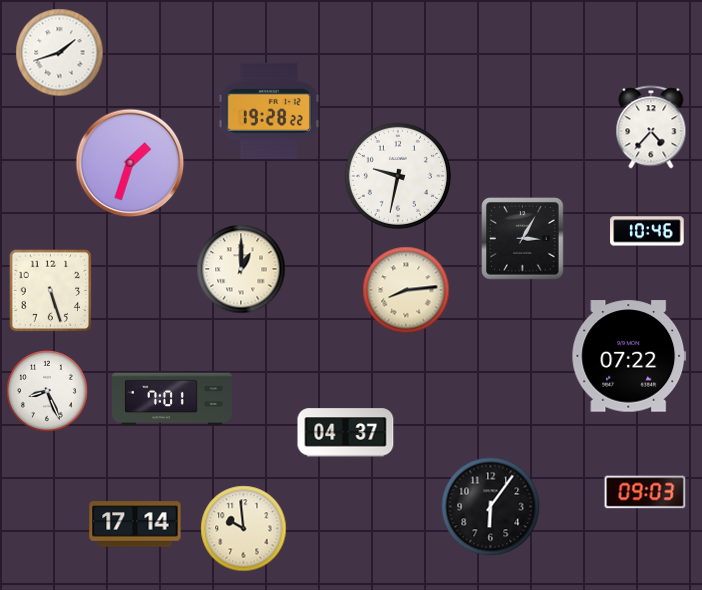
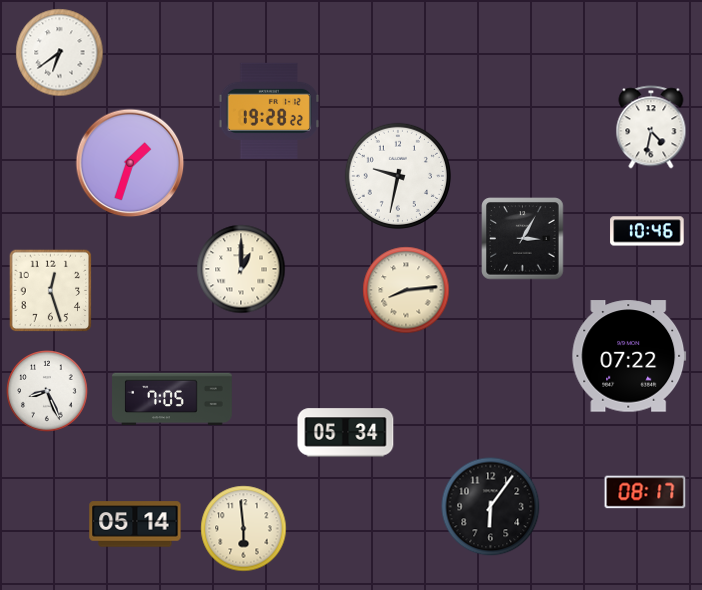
clock at (60, 53): 1:42 -> 6:39
clock at (651, 127): 4:37 -> 4:32
clock at (51, 291): 5:27 -> 12:27
clock at (172, 399): 7:01 -> 7:05
clock at (346, 433): 04:37 -> 05:34
clock at (645, 492): 09:03 -> 08:17
clock at (135, 524): 17:14 -> 05:14
clock at (244, 529): 9:59 -> 5:59
